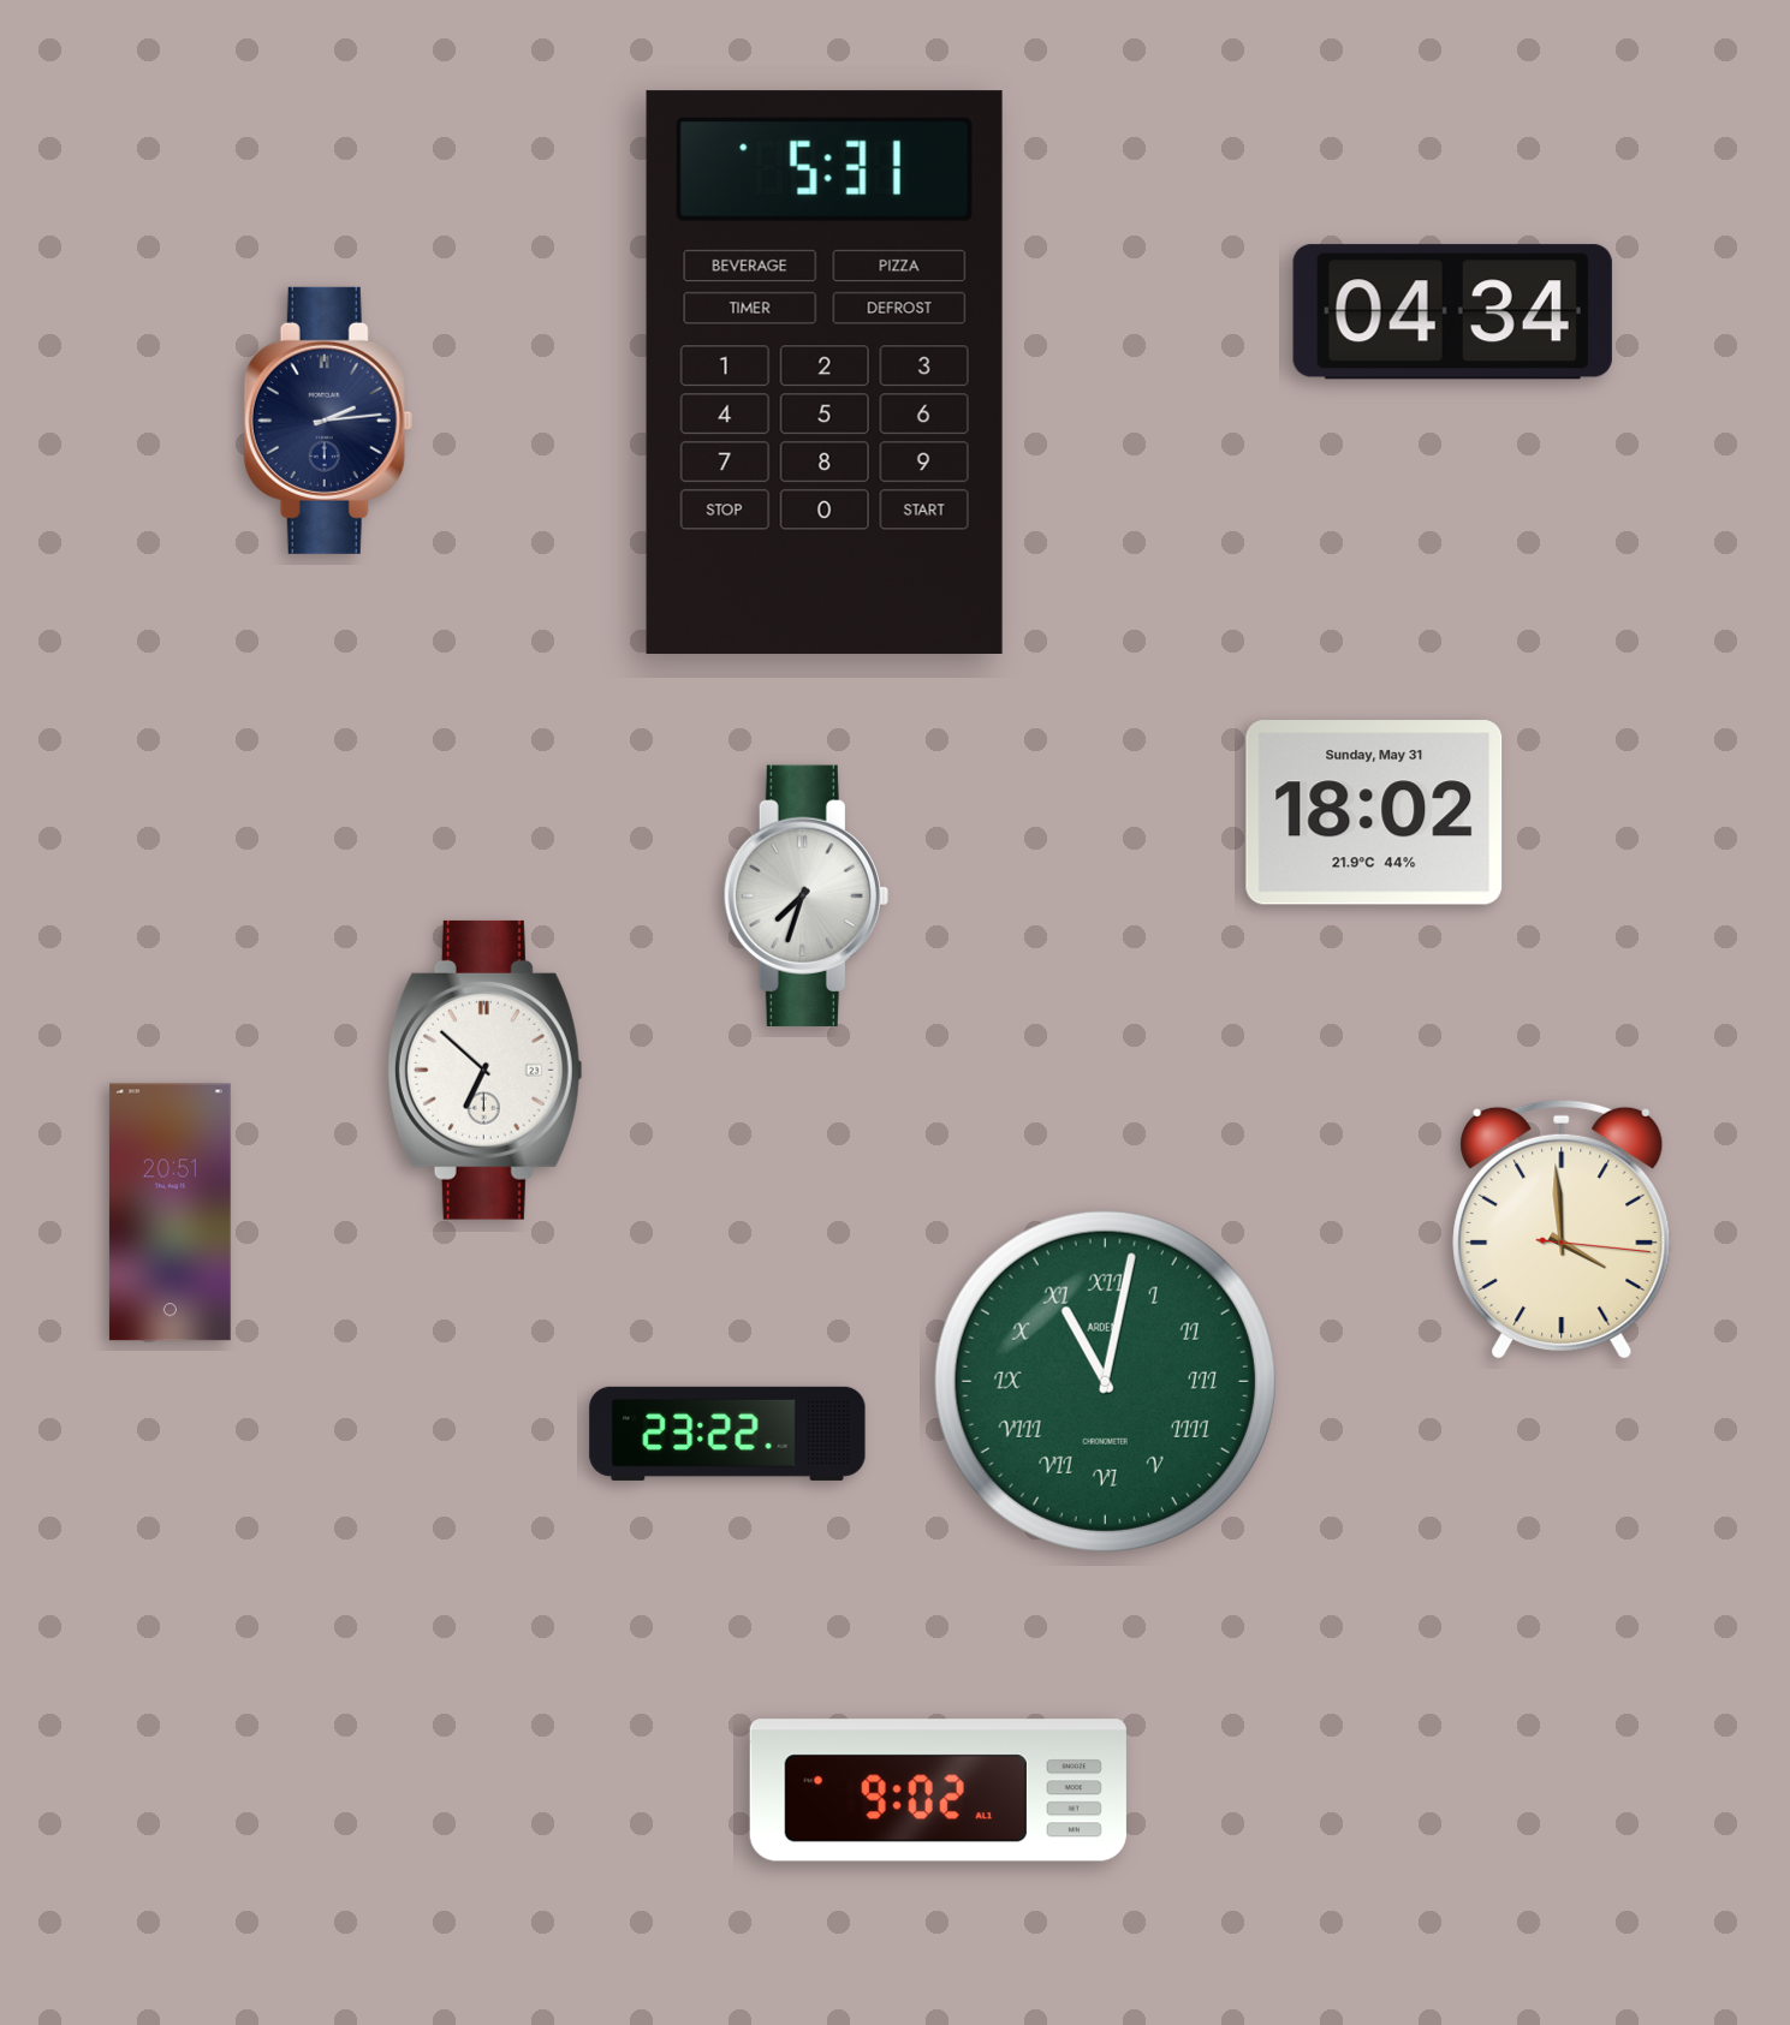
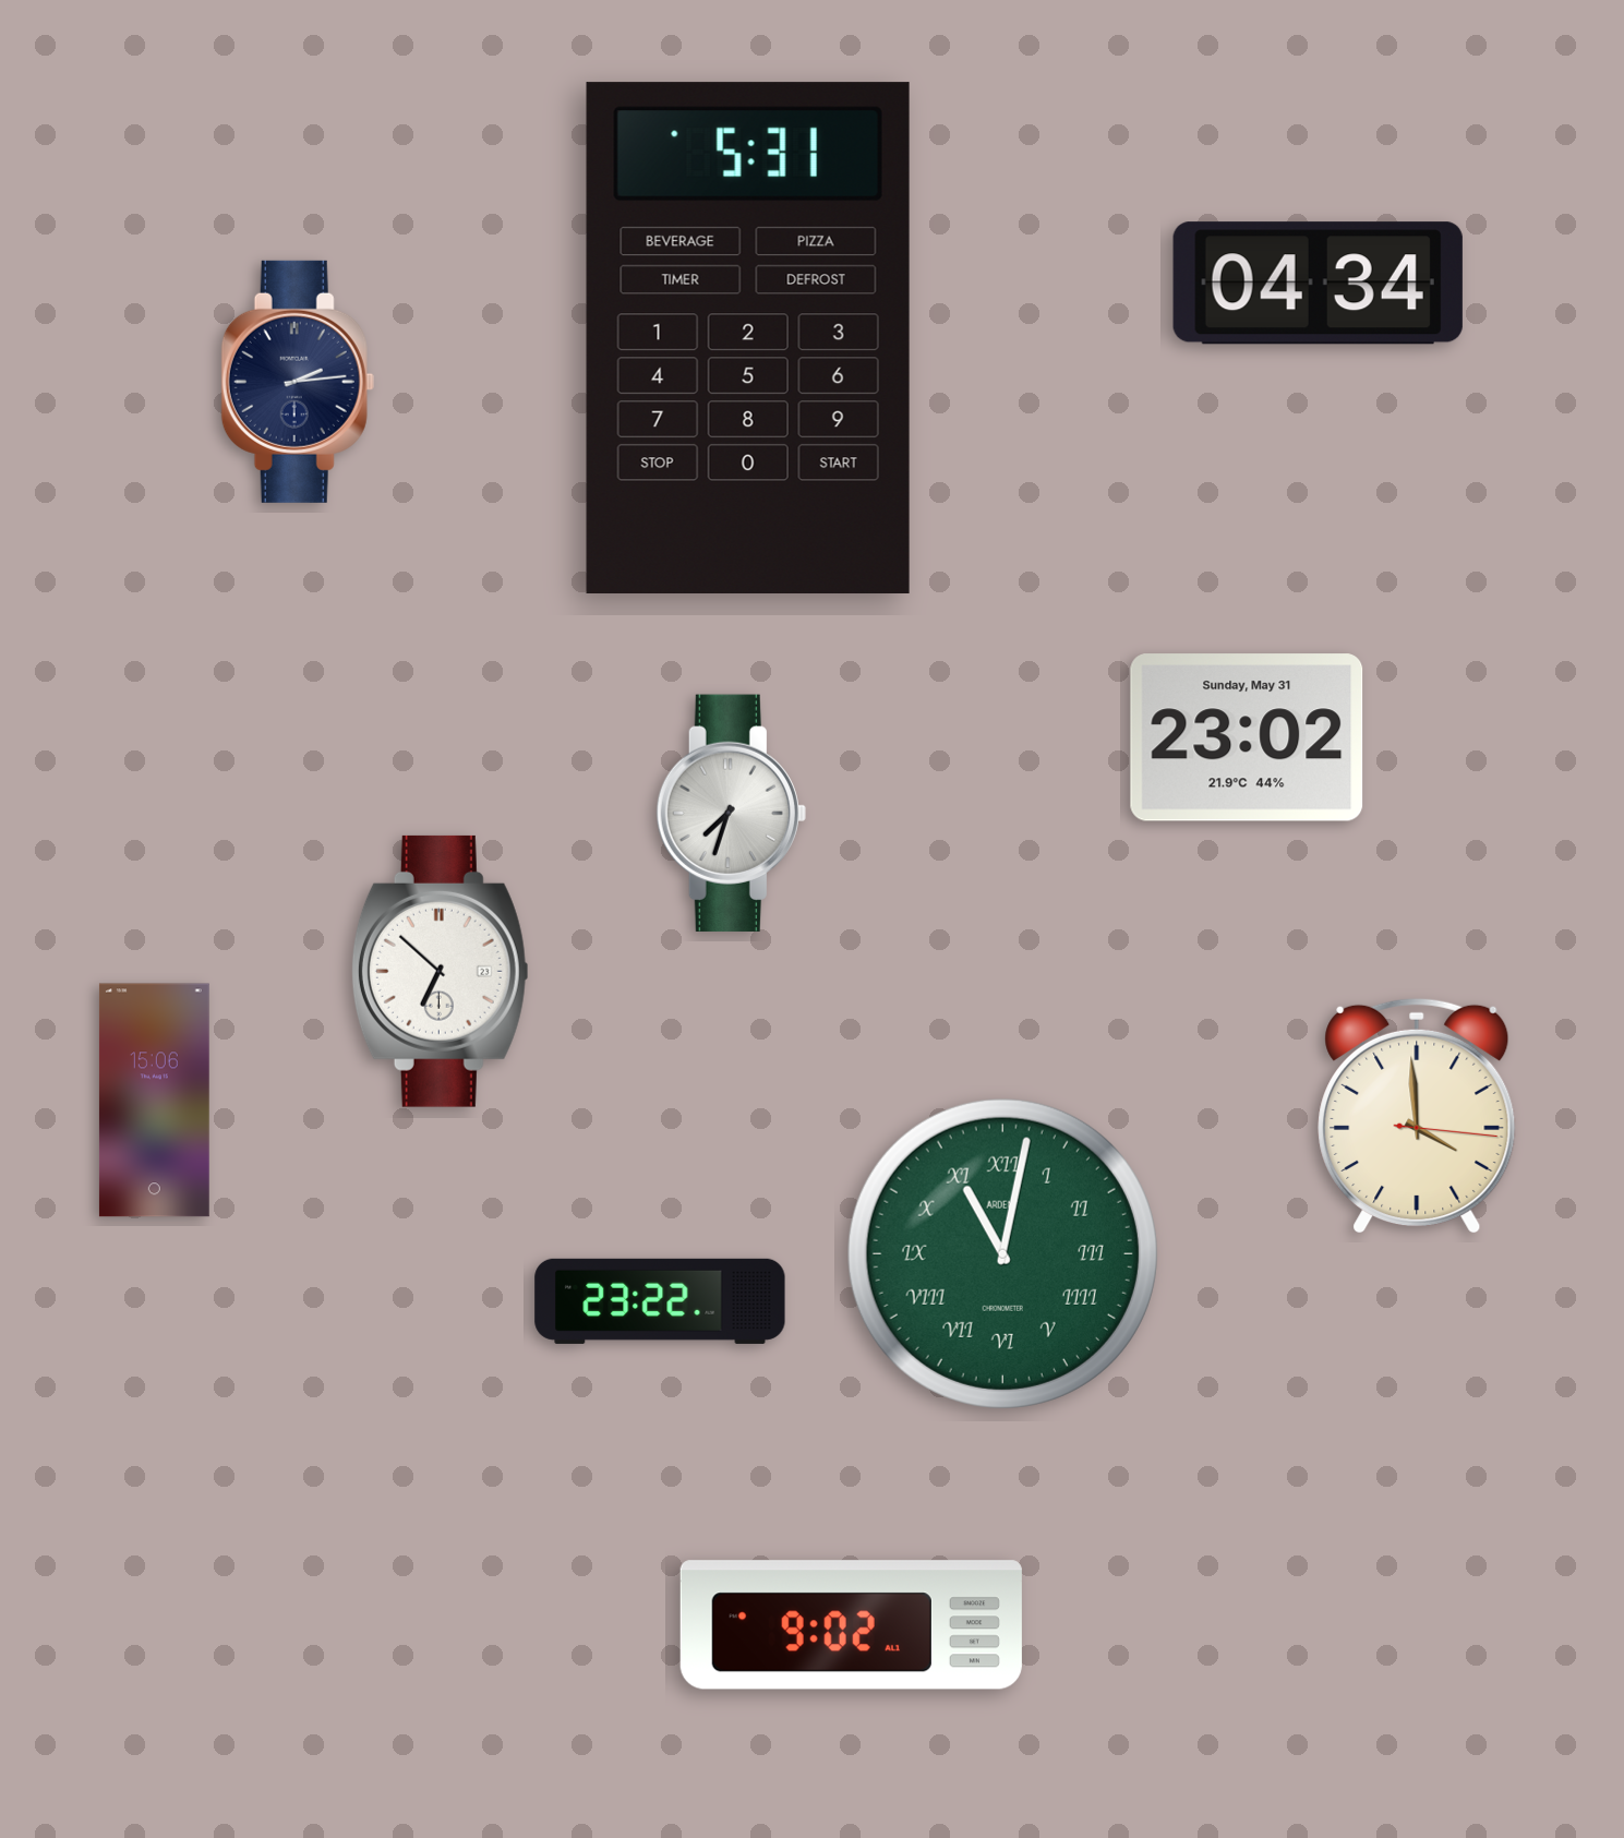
clock at (1374, 812): 18:02 -> 23:02
clock at (170, 1213): 20:51 -> 15:06
